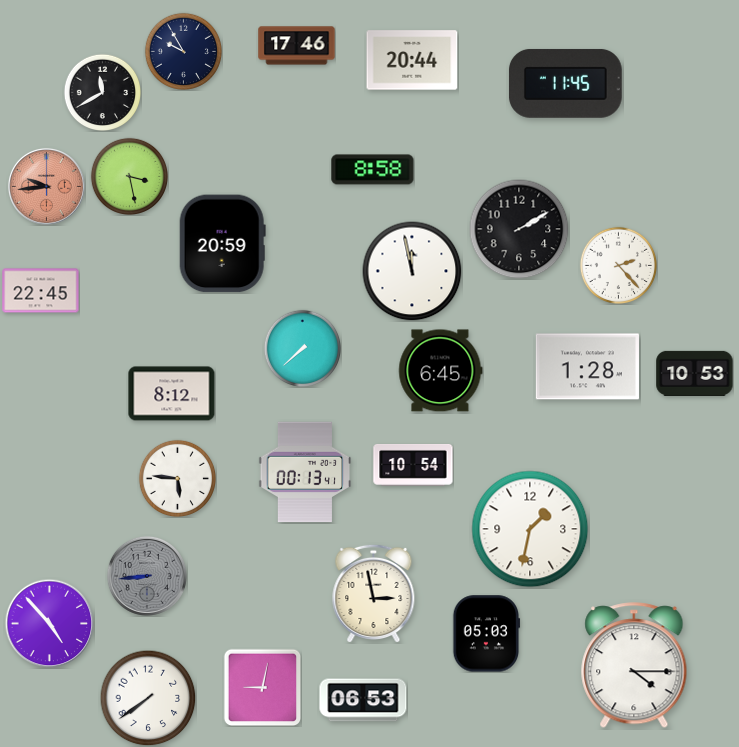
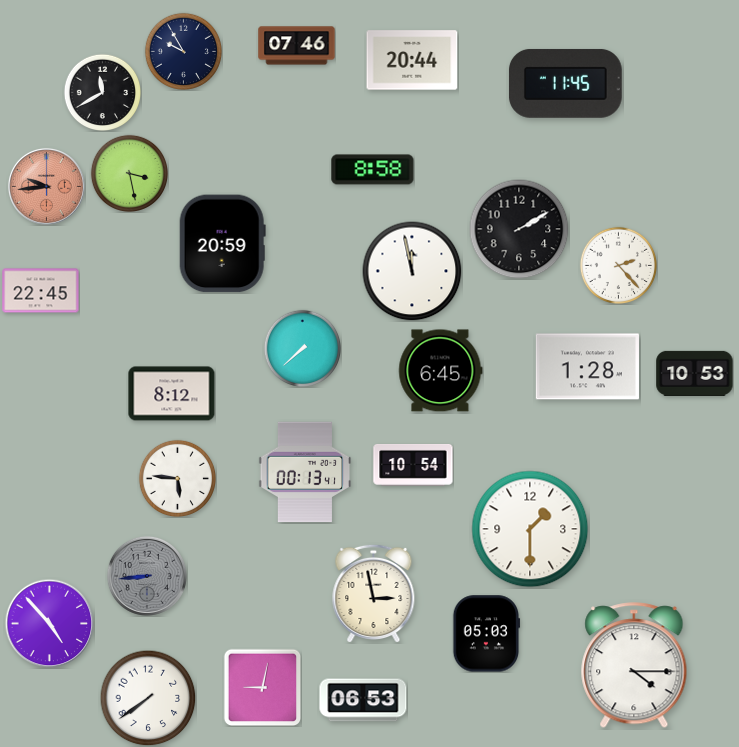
clock at (297, 46): 17:46 -> 07:46
clock at (129, 176) position: (129, 176) -> (129, 173)
clock at (530, 529): 1:32 -> 1:30
